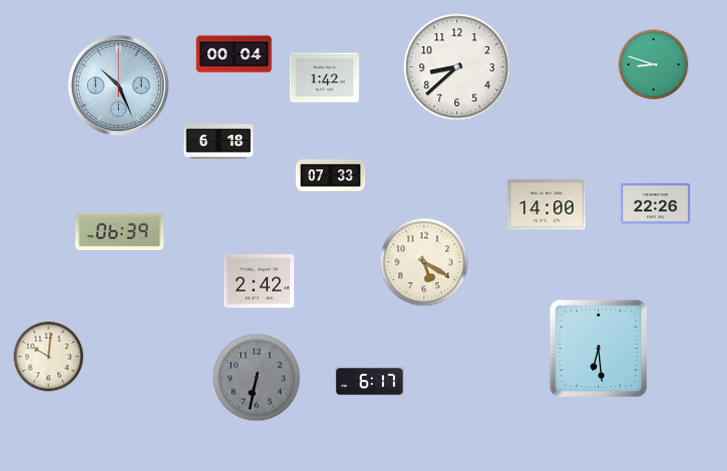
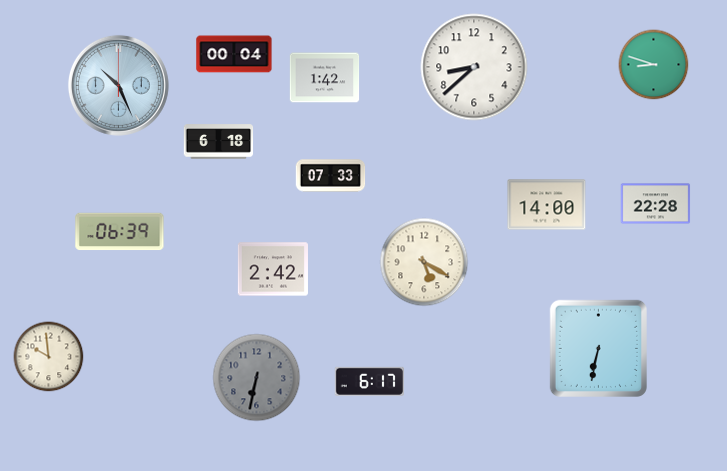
clock at (457, 67) position: (457, 67) -> (474, 67)
clock at (656, 204): 22:26 -> 22:28
clock at (259, 281) position: (259, 281) -> (273, 269)
clock at (598, 348): 6:29 -> 6:32
clock at (49, 357): 10:01 -> 9:59
